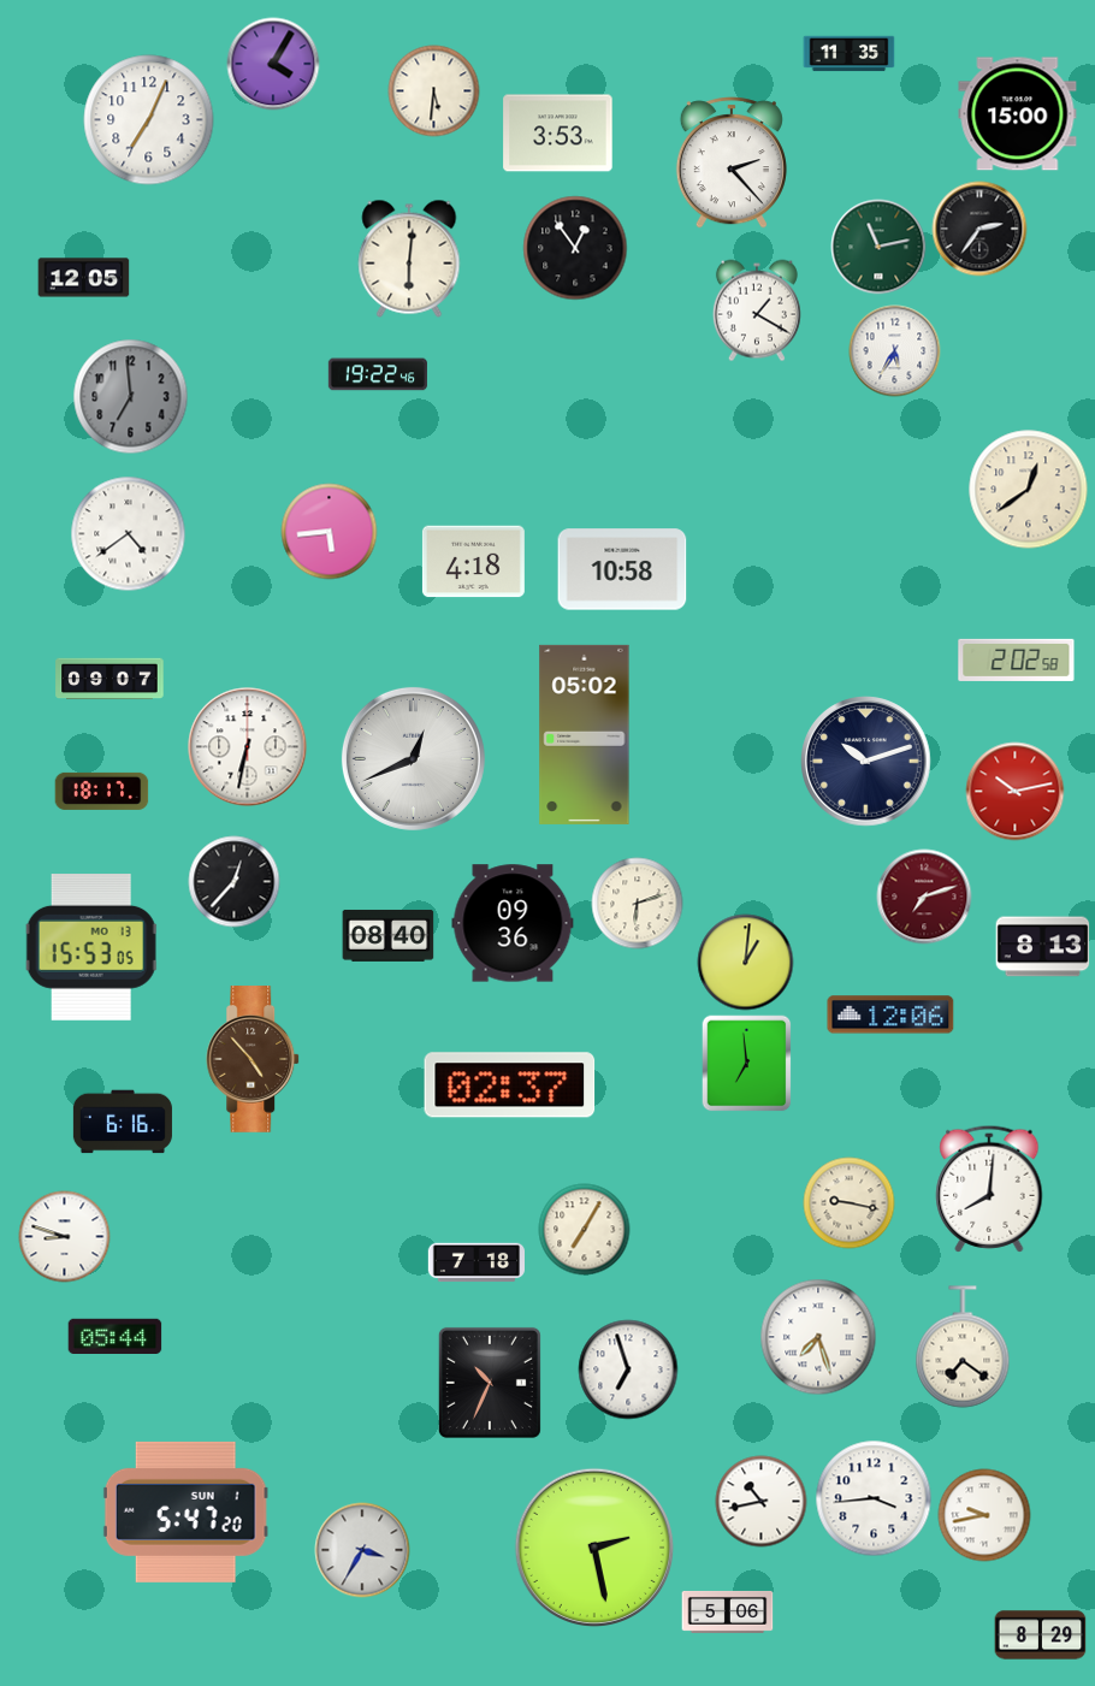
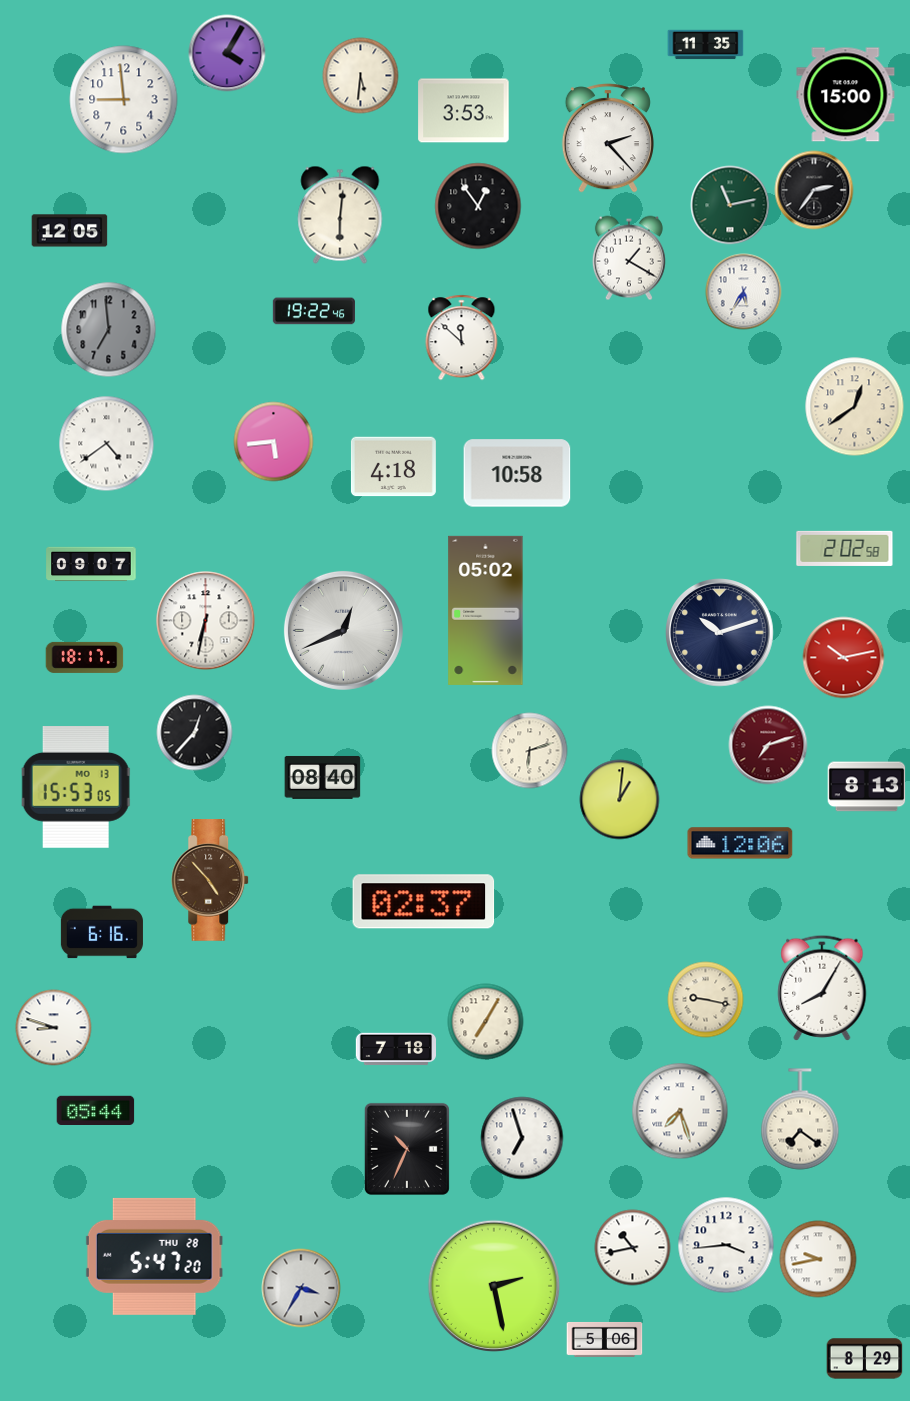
clock at (149, 120): 7:04 -> 8:59
clock at (732, 162) position: (732, 162) -> (608, 138)
clock at (462, 338): none -> 11:52
clock at (513, 923): 09:36 -> none
clock at (747, 1064): 6:59 -> none
clock at (989, 1189): 8:01 -> 8:05
clock at (185, 1512) date: SUN 1 -> THU 28
